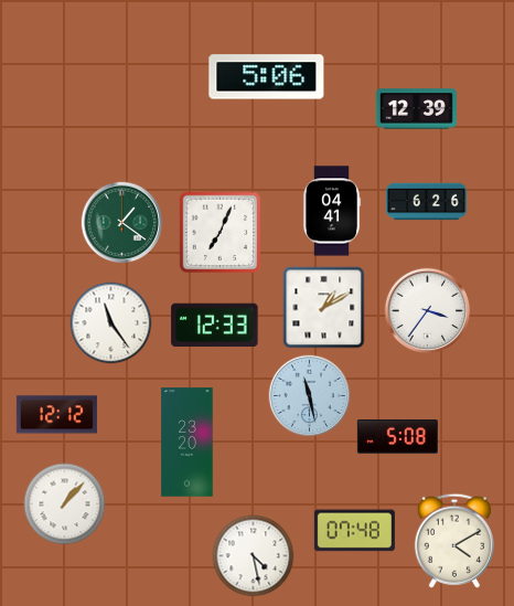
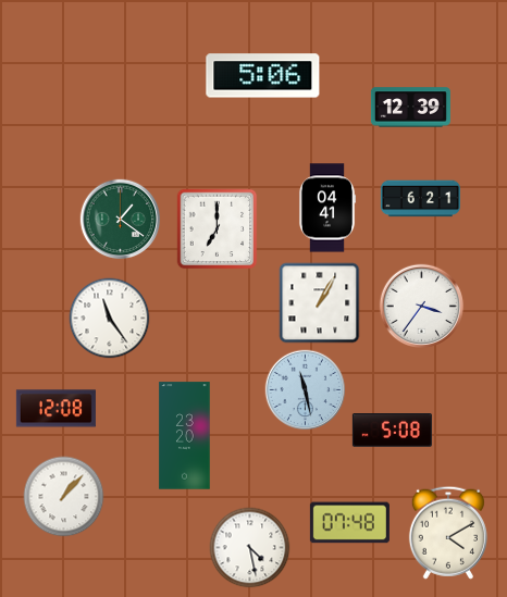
clock at (426, 202): 6:26 -> 6:21
clock at (221, 233): 7:04 -> 7:00
clock at (324, 308): 1:10 -> 1:05
clock at (215, 325): 12:33 -> none
clock at (56, 415): 12:12 -> 12:08
